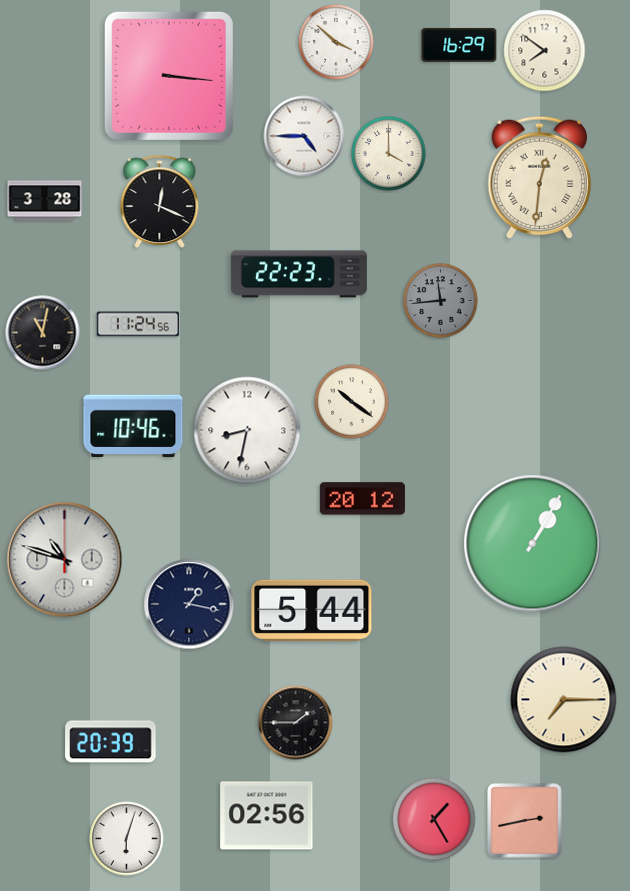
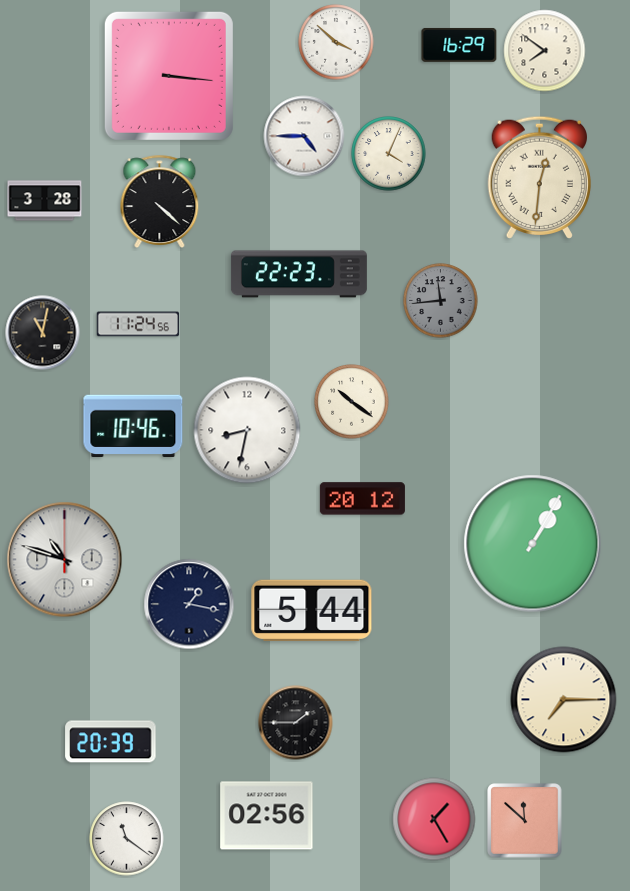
clock at (389, 154): 4:00 -> 4:04
clock at (160, 201): 12:19 -> 4:22
clock at (525, 821): 2:43 -> 11:52
clock at (127, 839): 6:03 -> 11:21
